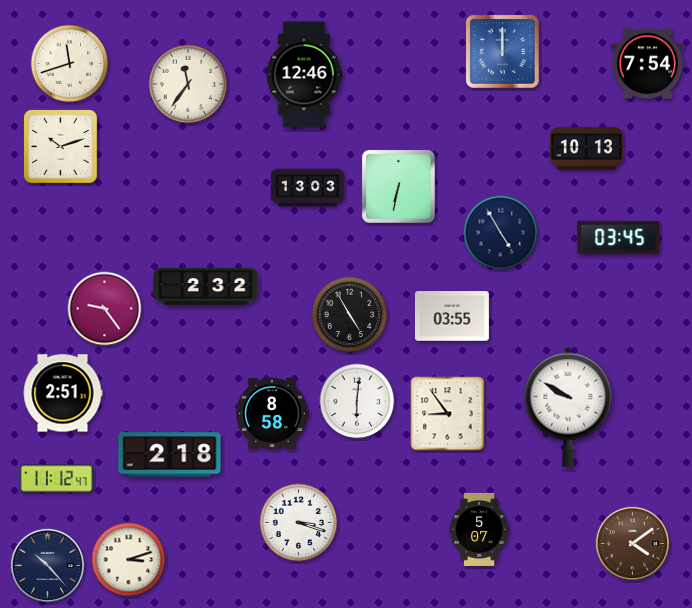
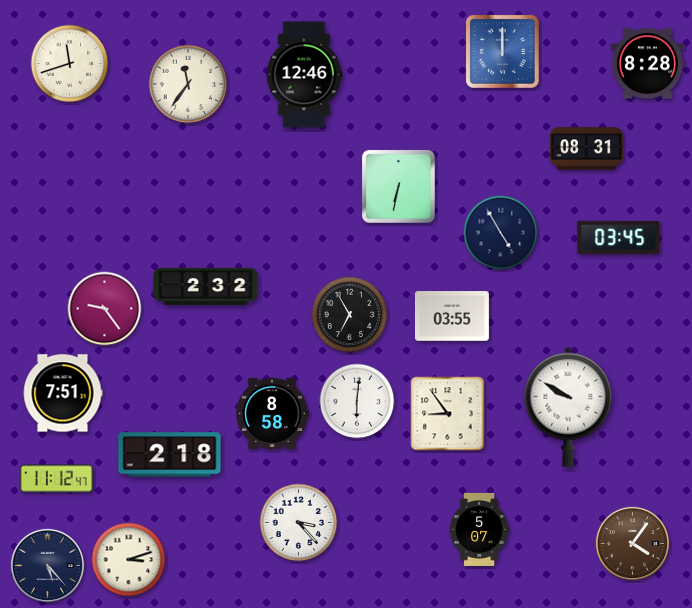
clock at (647, 64): 7:54 -> 8:28
clock at (60, 146): 10:12 -> none
clock at (586, 149): 10:13 -> 08:31
clock at (307, 188): 13:03 -> none
clock at (350, 315): 4:55 -> 6:55
clock at (63, 393): 2:51 -> 7:51
clock at (299, 523): 3:18 -> 3:23
clock at (632, 543): 4:09 -> 4:06
clock at (47, 565): 10:23 -> 5:23
